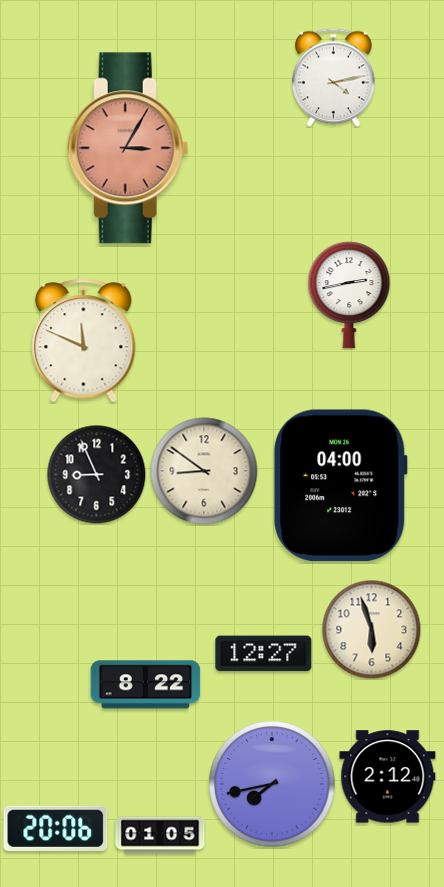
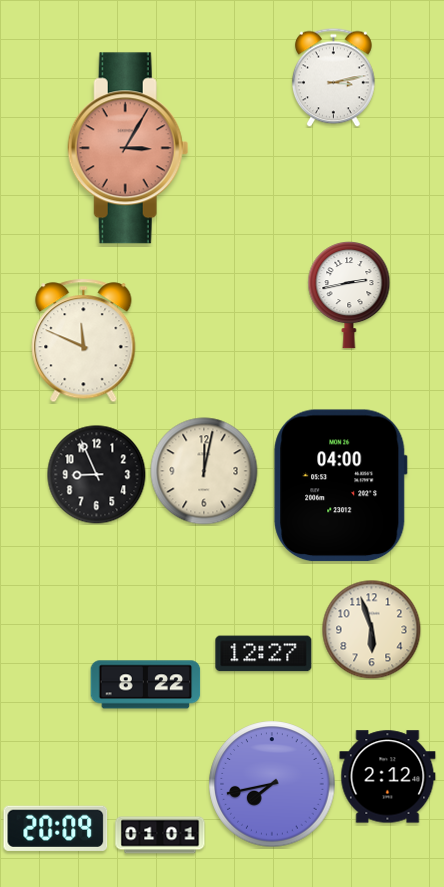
clock at (334, 77): 4:13 -> 3:13
clock at (204, 471): 8:51 -> 12:02
clock at (56, 828): 20:06 -> 20:09
clock at (160, 835): 01:05 -> 01:01
